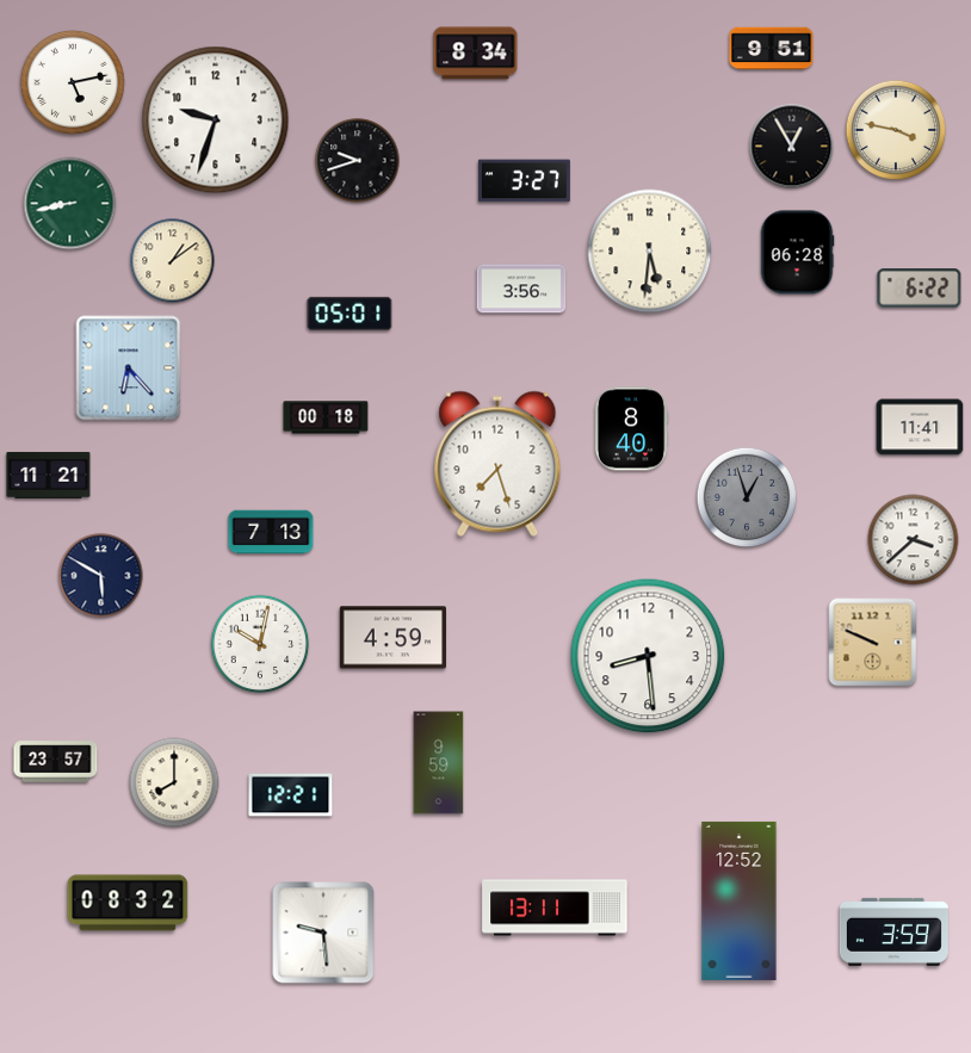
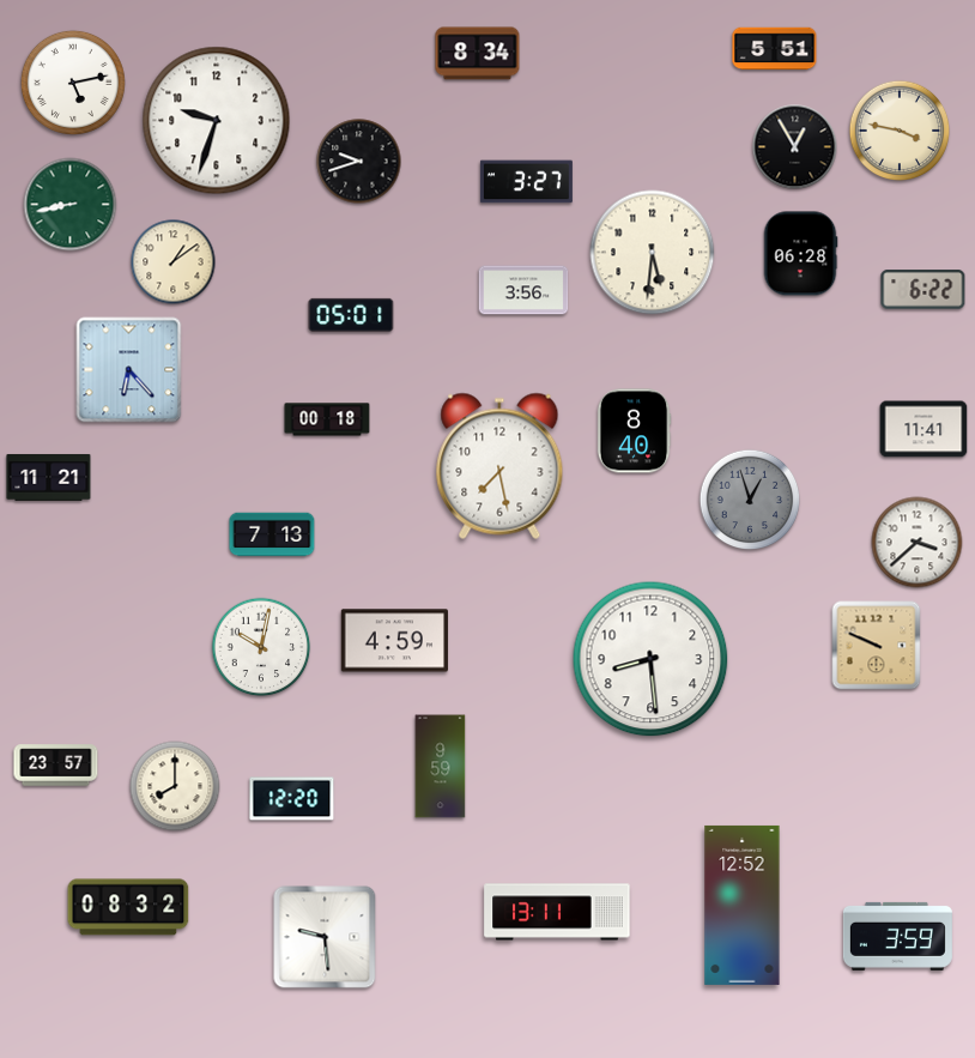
clock at (772, 49): 9:51 -> 5:51
clock at (497, 464): 7:27 -> 7:28
clock at (101, 576): 5:50 -> none
clock at (291, 795): 12:21 -> 12:20
